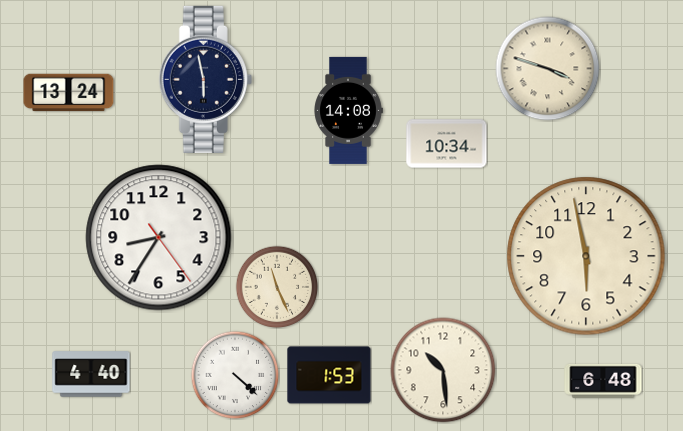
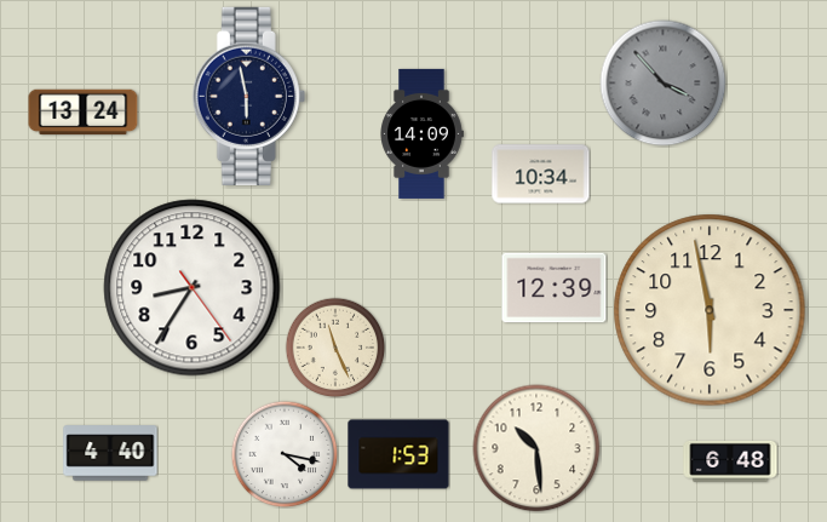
clock at (548, 69): 3:48 -> 3:53
clock at (548, 69) dial: cream -> grey
clock at (348, 110): 14:08 -> 14:09
clock at (555, 288): none -> 12:39
clock at (235, 375): 4:22 -> 4:17
